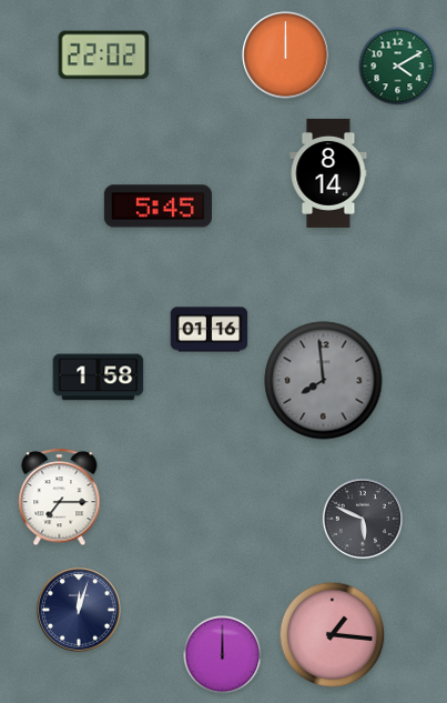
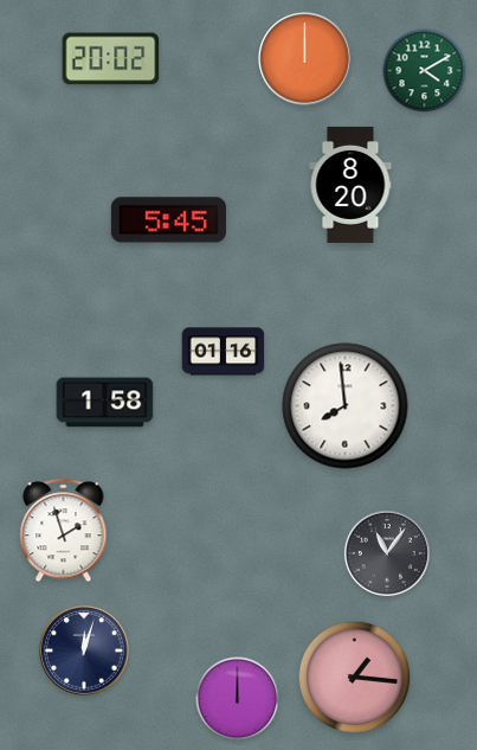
clock at (104, 56): 22:02 -> 20:02
clock at (328, 173): 8:14 -> 8:20
clock at (324, 381) dial: grey -> white
clock at (60, 498): 7:15 -> 1:57
clock at (363, 519): 5:49 -> 11:06
